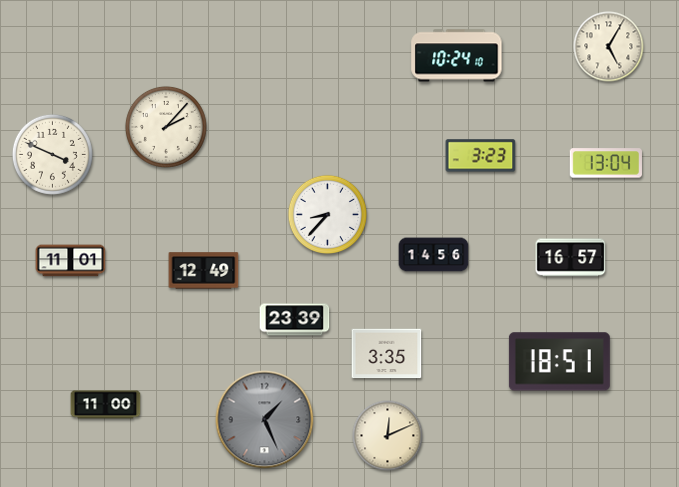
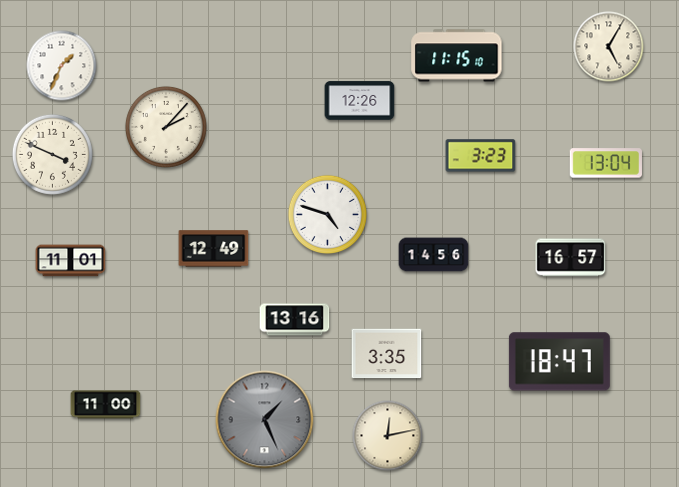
clock at (457, 56): 10:24 -> 11:15
clock at (62, 66): none -> 1:34
clock at (360, 101): none -> 12:26
clock at (327, 214): 8:37 -> 4:48
clock at (204, 271) position: (204, 271) -> (214, 249)
clock at (295, 320): 23:39 -> 13:16
clock at (559, 362): 18:51 -> 18:47
clock at (388, 436): 12:11 -> 12:13
